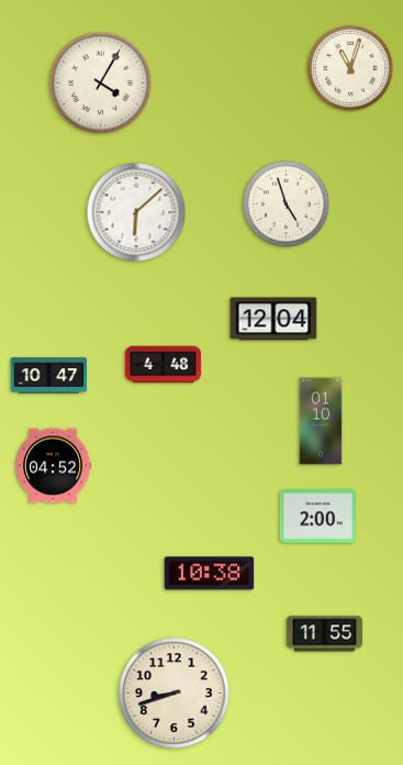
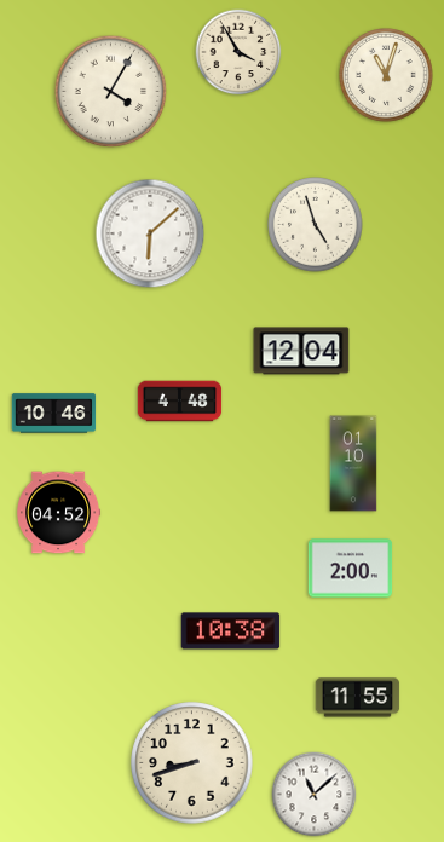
clock at (238, 52): none -> 3:55
clock at (49, 376): 10:47 -> 10:46
clock at (315, 795): none -> 11:08
